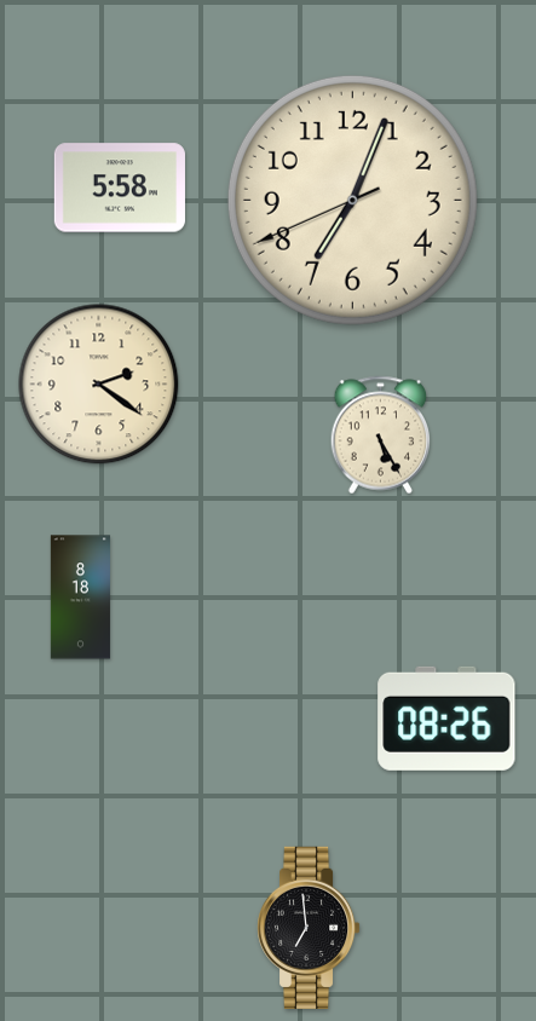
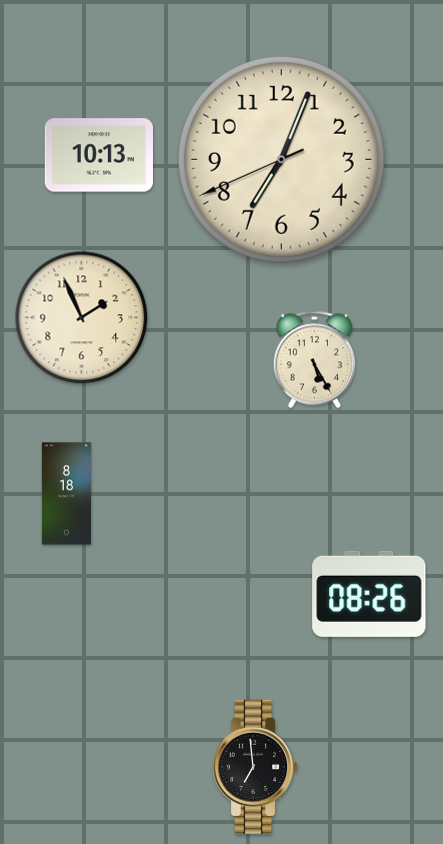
clock at (120, 188): 5:58 -> 10:13
clock at (352, 200) position: (352, 200) -> (281, 159)
clock at (99, 385): 2:21 -> 1:56
